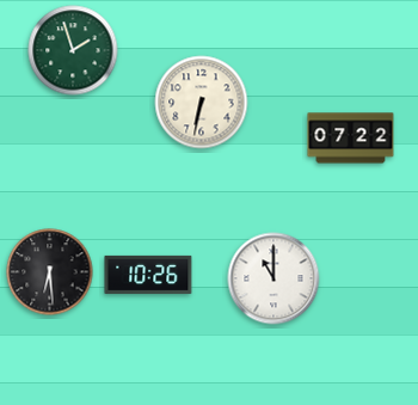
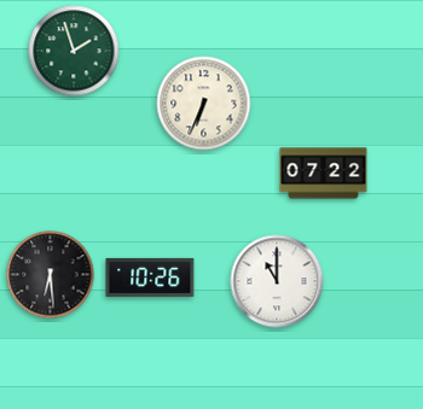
clock at (202, 103): 6:32 -> 6:34
clock at (351, 139) position: (351, 139) -> (324, 174)
